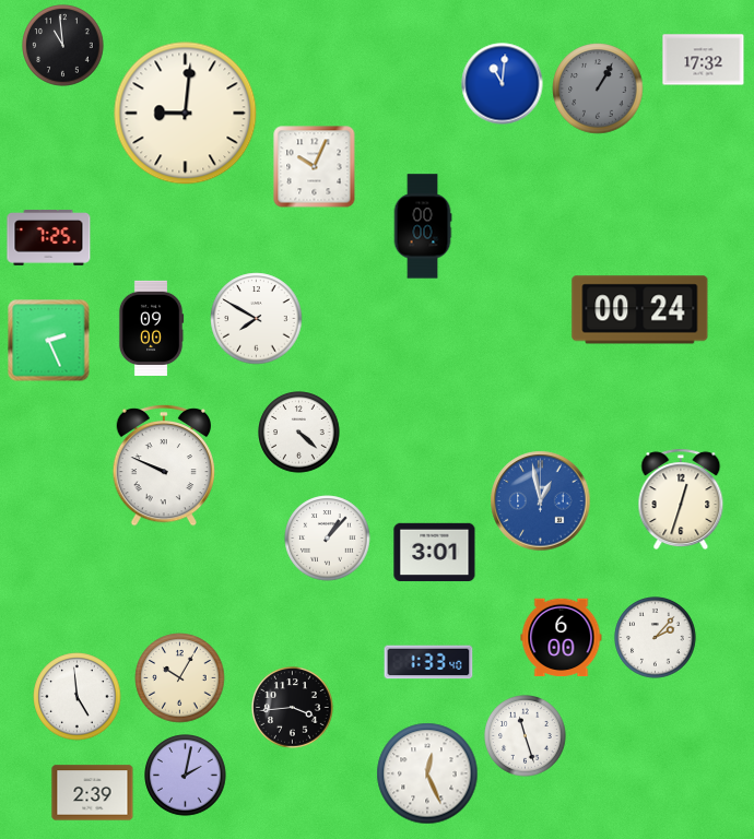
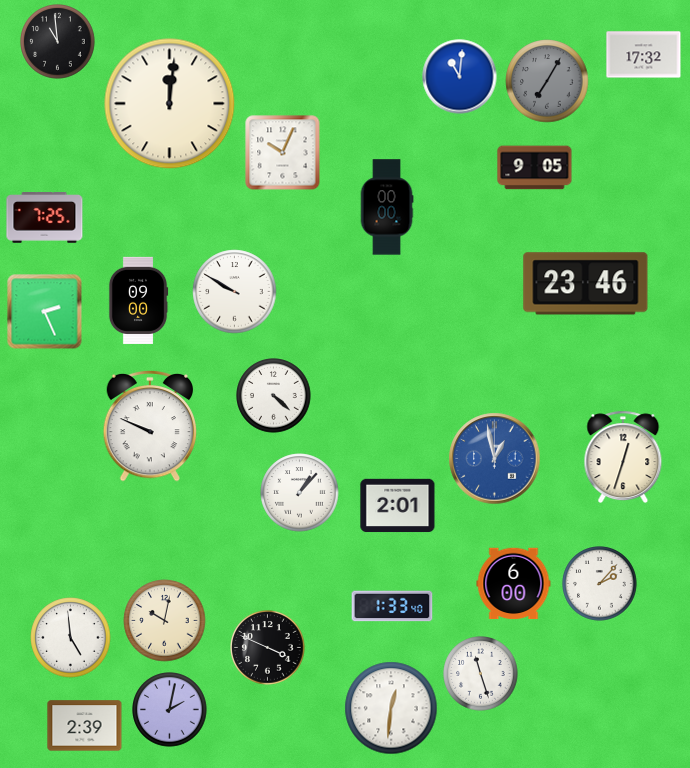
clock at (598, 88): 1:05 -> 7:05
clock at (186, 114): 9:01 -> 12:01
clock at (315, 167) position: (315, 167) -> (283, 153)
clock at (535, 168): none -> 9:05
clock at (640, 310): 00:24 -> 23:46
clock at (257, 319): 7:50 -> 9:50
clock at (435, 553): 3:01 -> 2:01
clock at (180, 678): 10:05 -> 10:02
clock at (293, 708): 3:44 -> 3:49
clock at (427, 773): 12:26 -> 12:31
